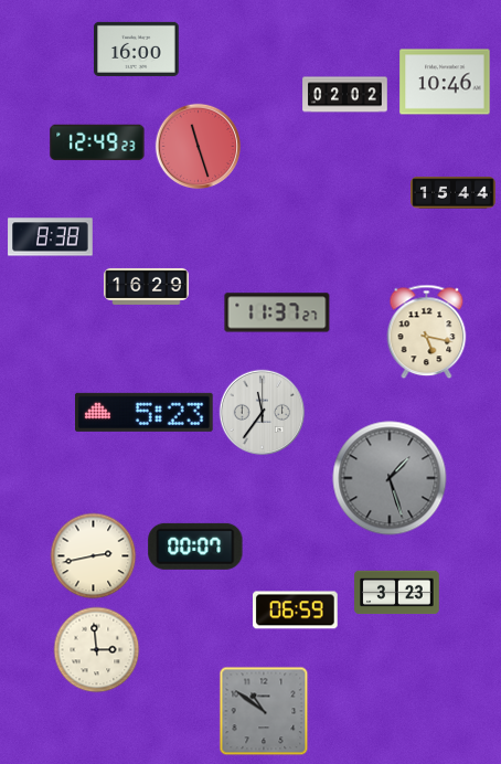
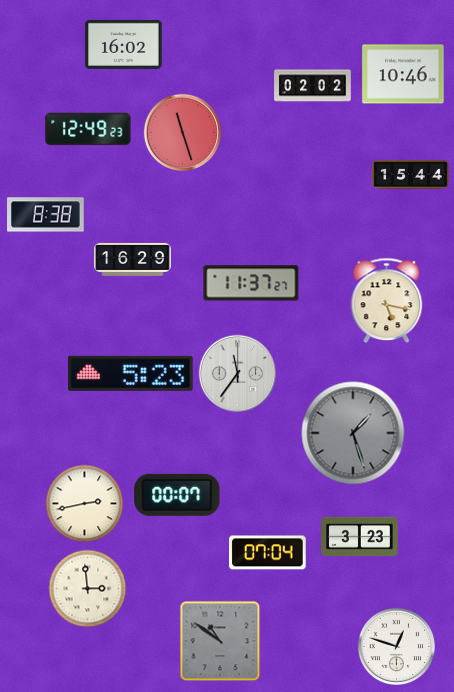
clock at (137, 49): 16:00 -> 16:02
clock at (198, 146) position: (198, 146) -> (182, 132)
clock at (296, 611): 06:59 -> 07:04
clock at (264, 711) position: (264, 711) -> (220, 641)
clock at (396, 646): none -> 12:48
